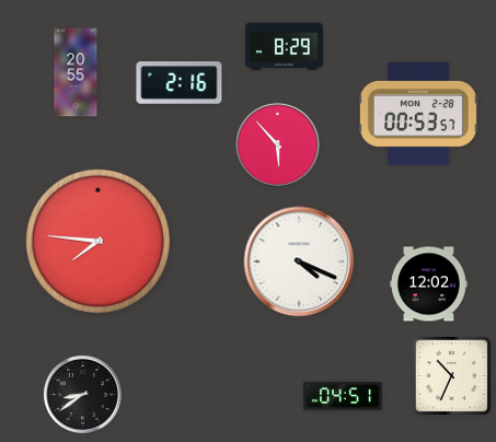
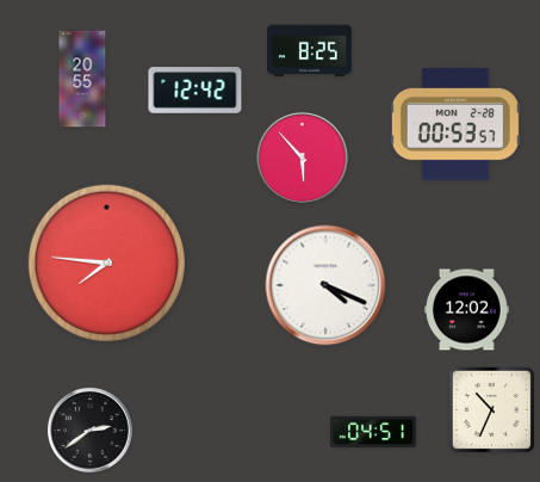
clock at (285, 47): 8:29 -> 8:25
clock at (180, 83): 2:16 -> 12:42
clock at (82, 394): 8:39 -> 2:39
